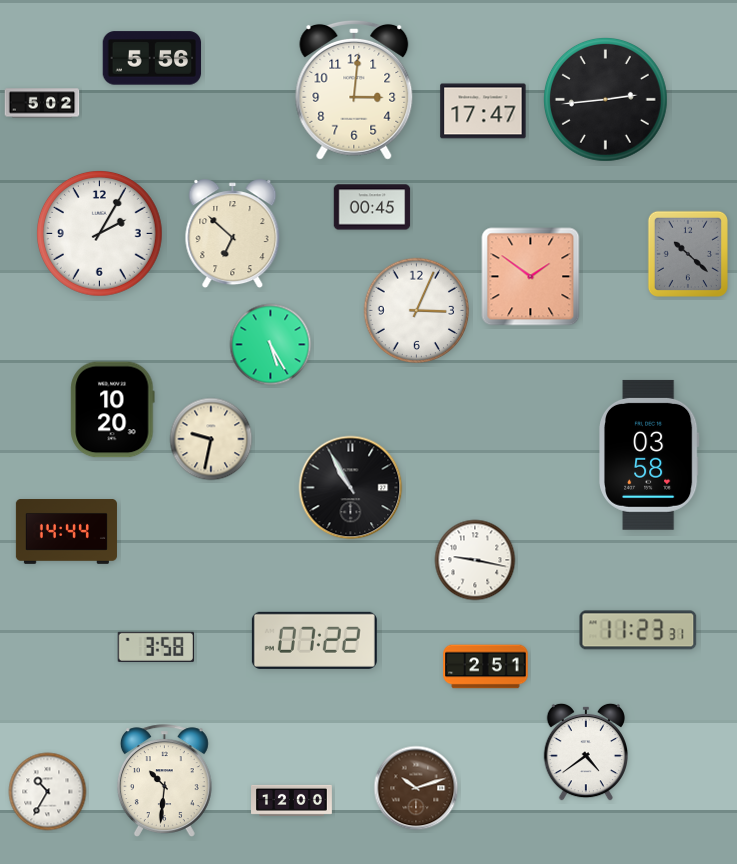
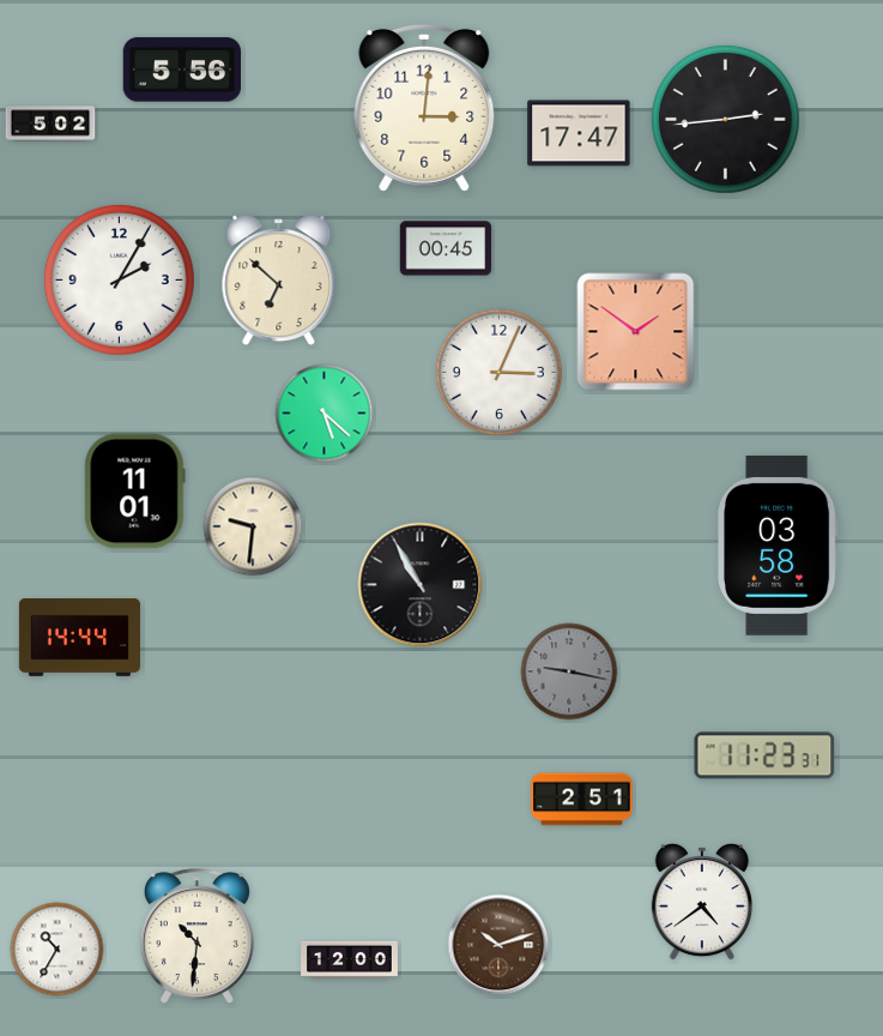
clock at (688, 254): 10:22 -> none
clock at (271, 345): 5:25 -> 5:22
clock at (113, 410): 10:20 -> 11:01
clock at (211, 439): 9:32 -> 9:31
clock at (475, 560) dial: white -> grey
clock at (314, 640): 07:22 -> none
clock at (155, 647): 3:58 -> none
